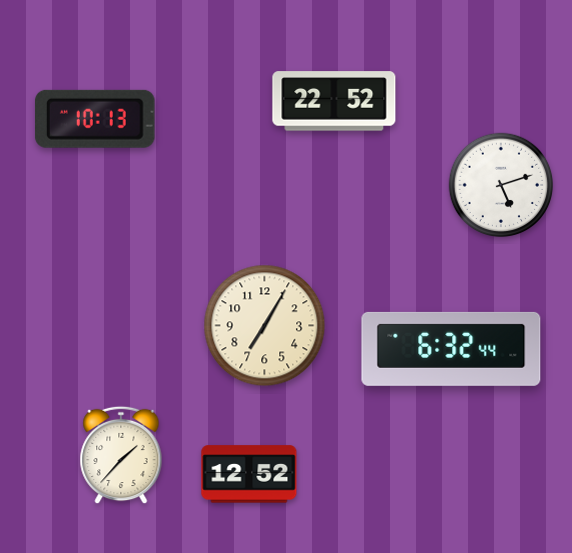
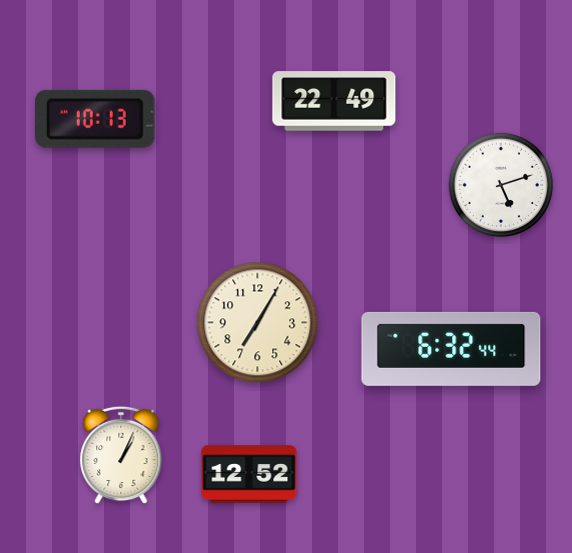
clock at (334, 101): 22:52 -> 22:49
clock at (265, 326) position: (265, 326) -> (258, 323)
clock at (121, 455): 1:37 -> 1:04
